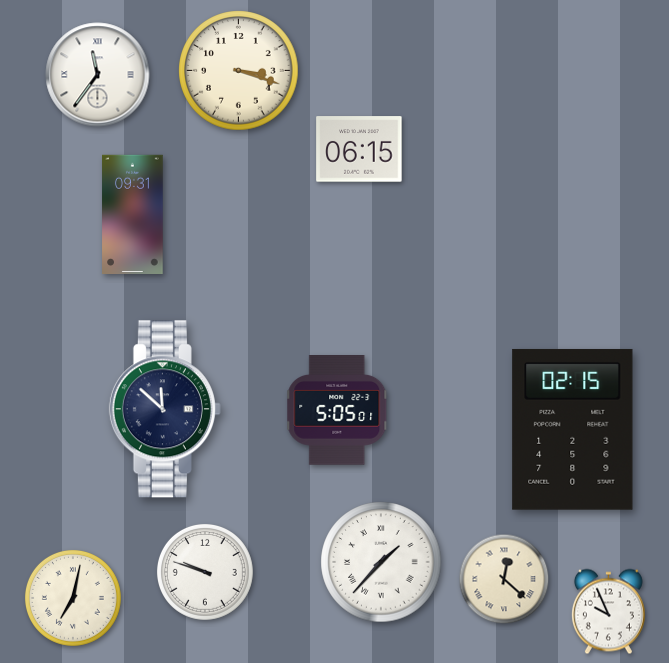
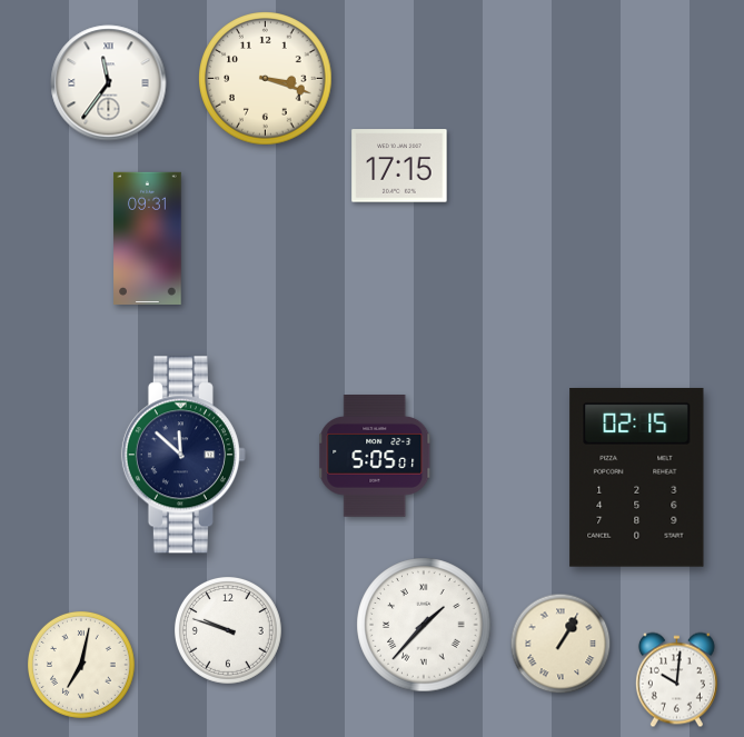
clock at (359, 149): 06:15 -> 17:15
clock at (205, 572) position: (205, 572) -> (228, 630)
clock at (504, 579): 12:22 -> 1:05
clock at (608, 612): 9:56 -> 10:01
